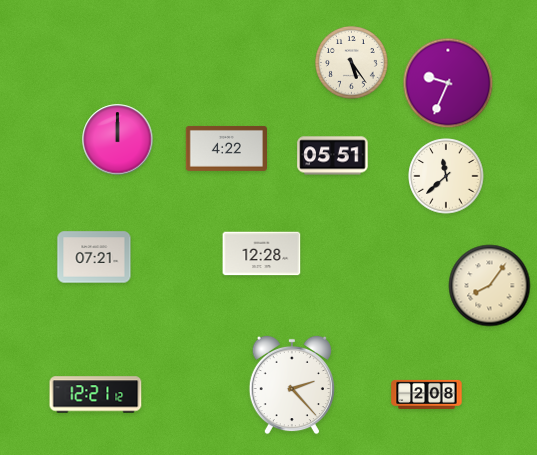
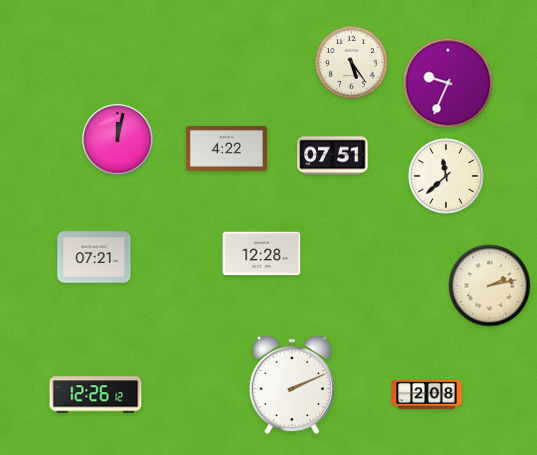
clock at (118, 140): 12:00 -> 12:02
clock at (333, 156): 05:51 -> 07:51
clock at (490, 286): 8:06 -> 2:13
clock at (292, 385): 2:23 -> 2:11
clock at (96, 395): 12:21 -> 12:26
